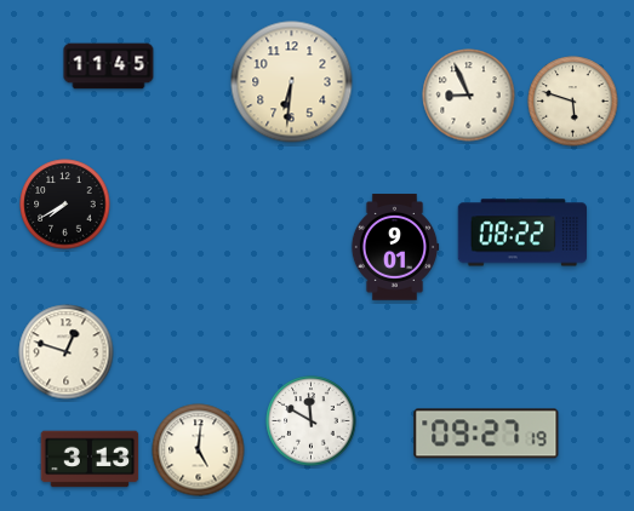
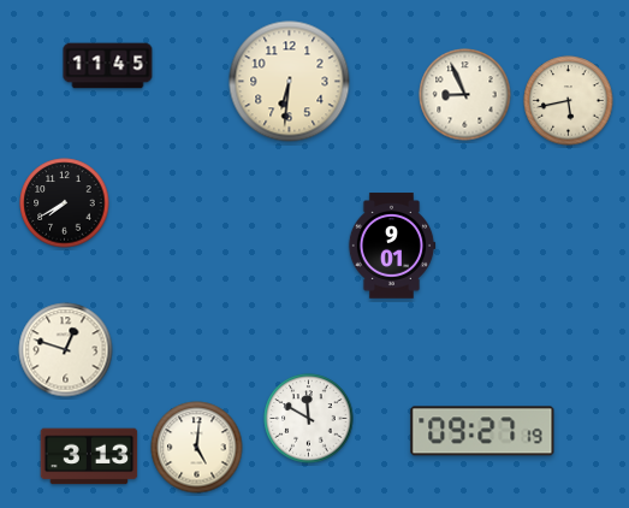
clock at (573, 102): 5:48 -> 5:43
clock at (521, 232): 08:22 -> none
